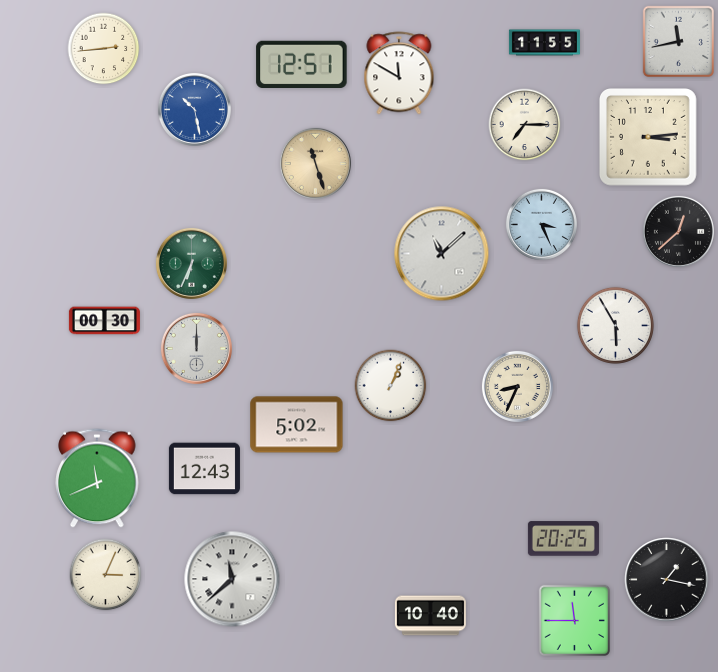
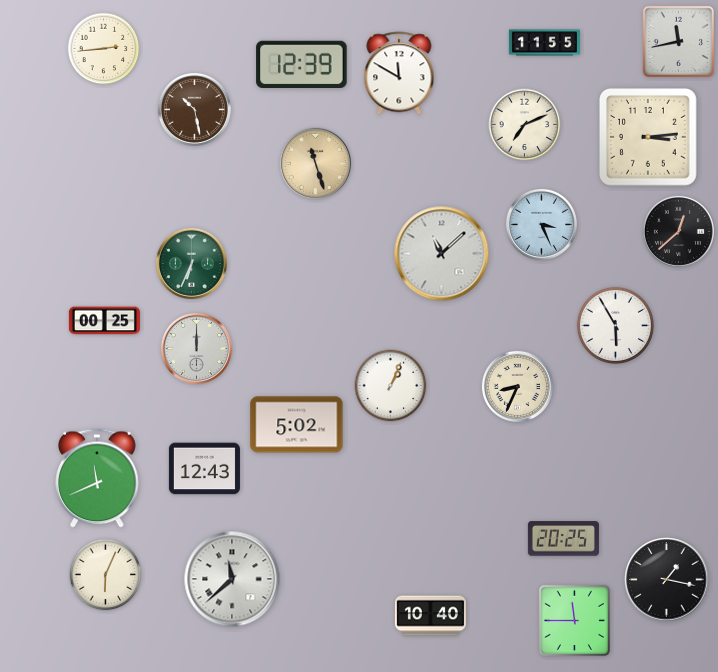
clock at (302, 65): 12:51 -> 12:39
clock at (194, 109) dial: blue -> brown
clock at (525, 125): 7:15 -> 7:11
clock at (104, 321): 00:30 -> 00:25
clock at (106, 575): 3:04 -> 6:04
